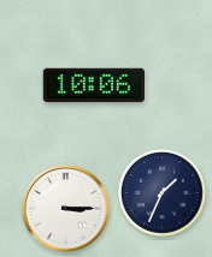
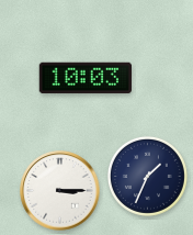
clock at (93, 85): 10:06 -> 10:03
